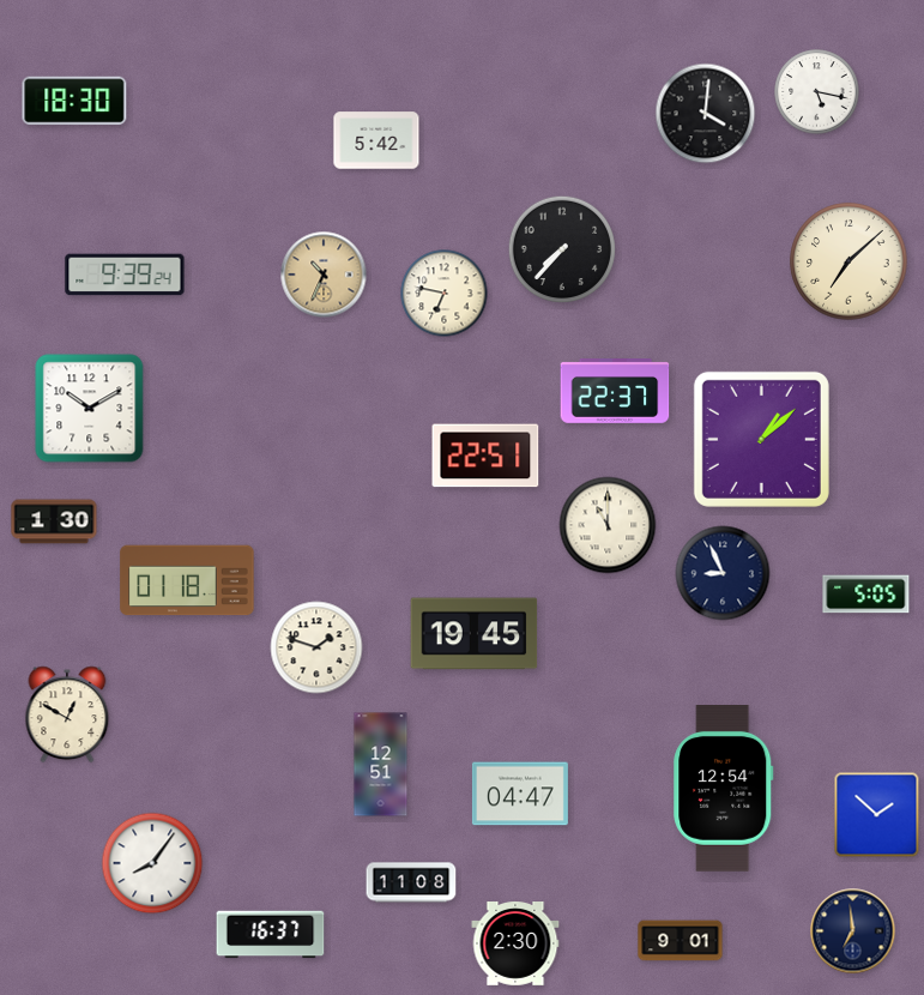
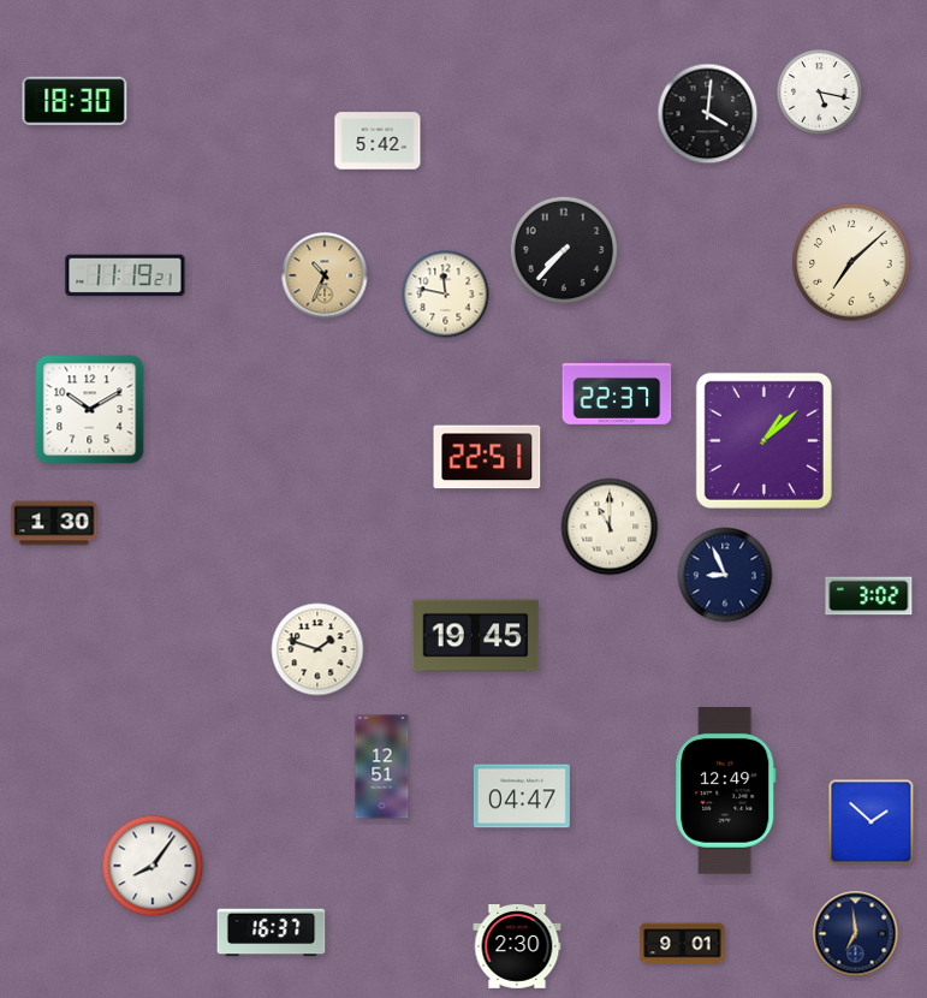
clock at (125, 275): 9:39 -> 11:19
clock at (445, 294): 6:47 -> 11:47
clock at (187, 580): 01:18 -> none
clock at (866, 595): 5:05 -> 3:02
clock at (67, 714): 12:50 -> none
clock at (724, 789): 12:54 -> 12:49
clock at (877, 815) position: (877, 815) -> (872, 822)
clock at (411, 882): 11:08 -> none
clock at (271, 935) position: (271, 935) -> (272, 933)
